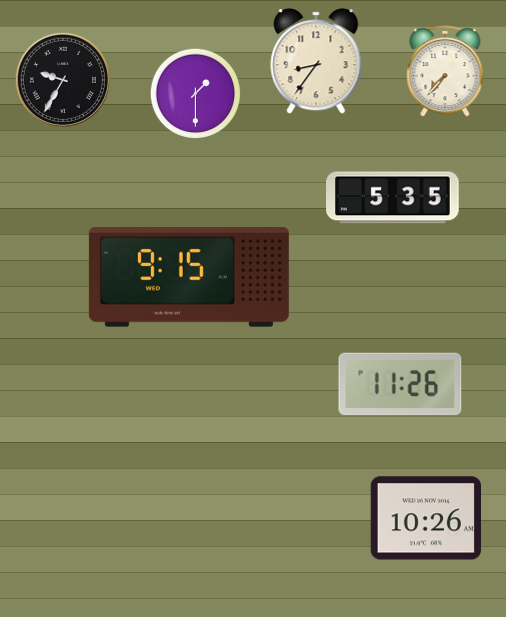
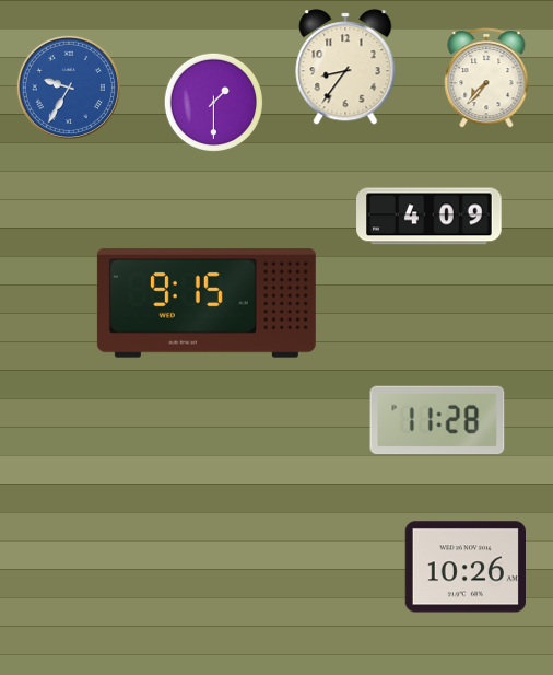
clock at (63, 80) dial: black -> blue
clock at (393, 198): 5:35 -> 4:09
clock at (400, 384): 11:26 -> 11:28
